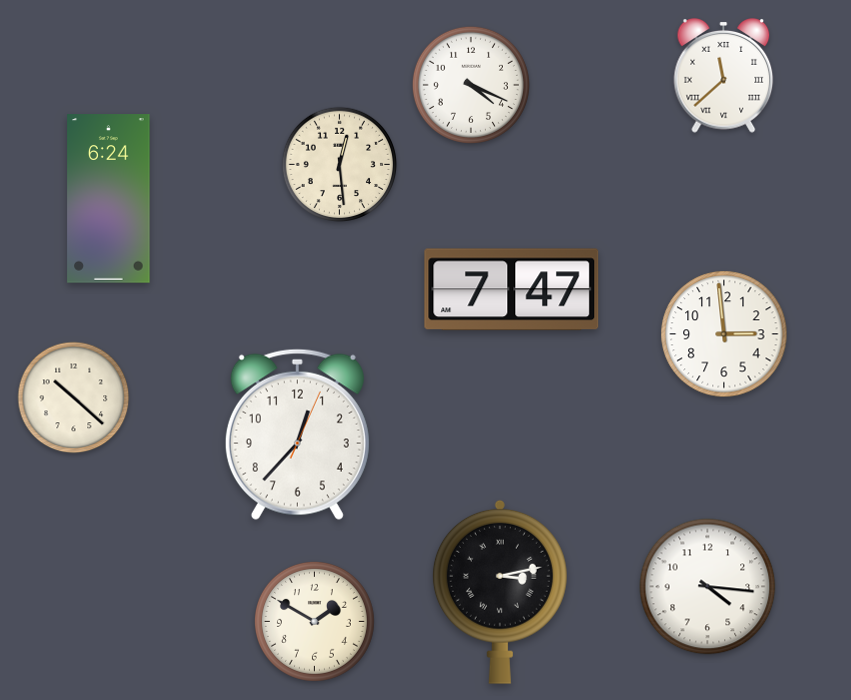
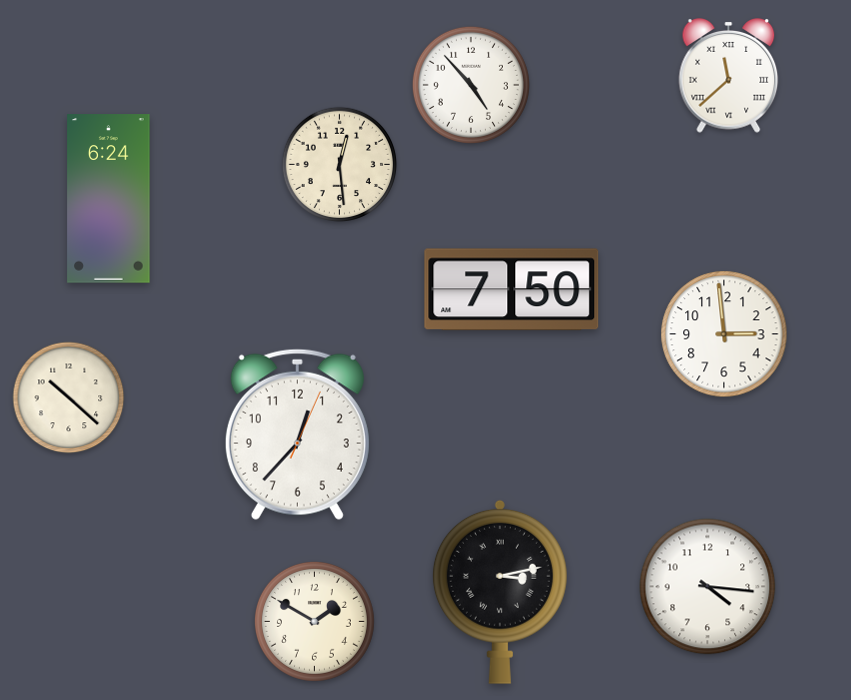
clock at (724, 76) position: (724, 76) -> (729, 76)
clock at (471, 85): 4:19 -> 4:53
clock at (512, 290): 7:47 -> 7:50
clock at (74, 398) position: (74, 398) -> (69, 398)
